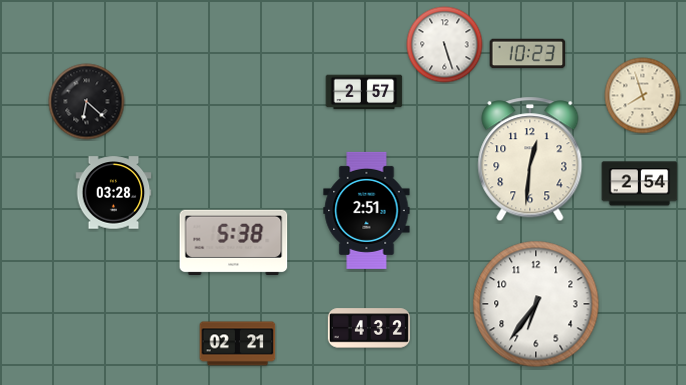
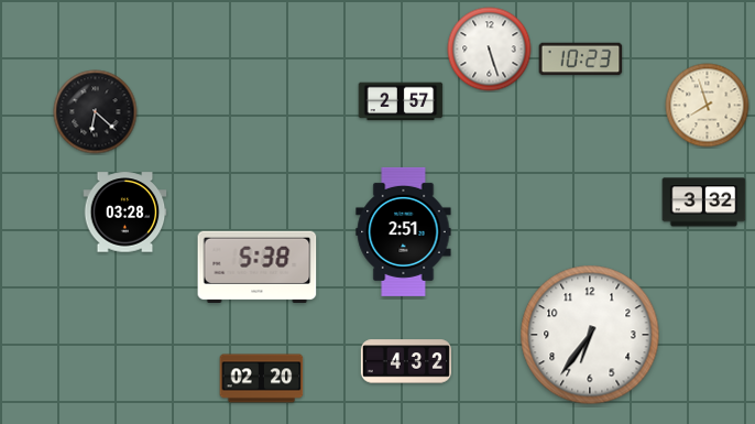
clock at (530, 159): 12:31 -> none
clock at (640, 184): 2:54 -> 3:32
clock at (238, 344): 02:21 -> 02:20
